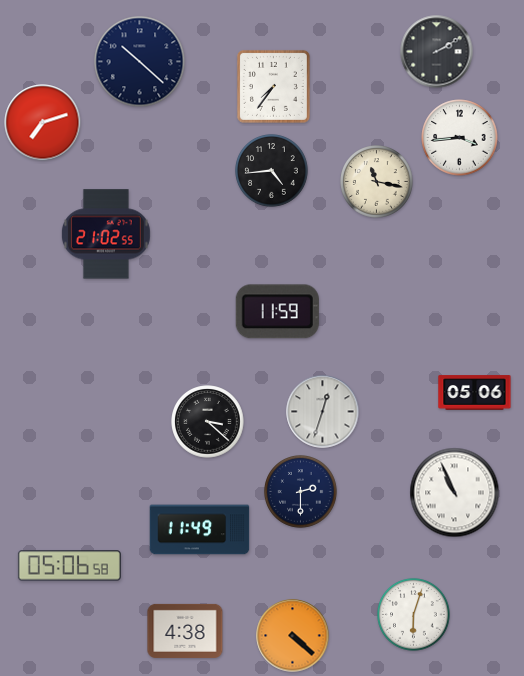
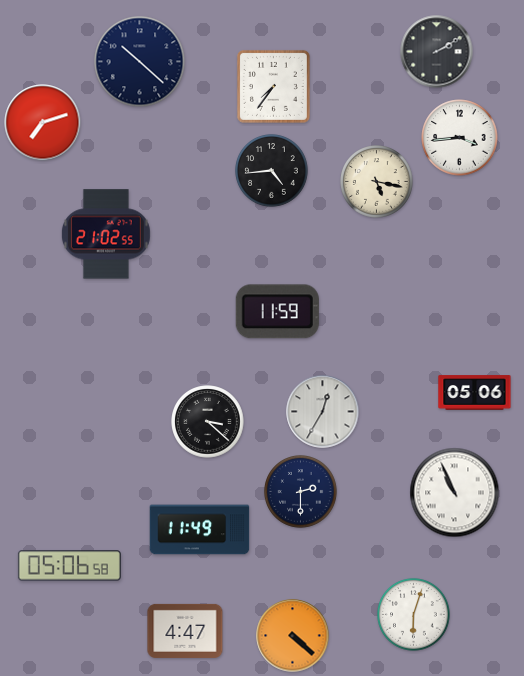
clock at (377, 182): 11:17 -> 5:17
clock at (323, 412): 12:33 -> 12:35
clock at (185, 631): 4:38 -> 4:47
